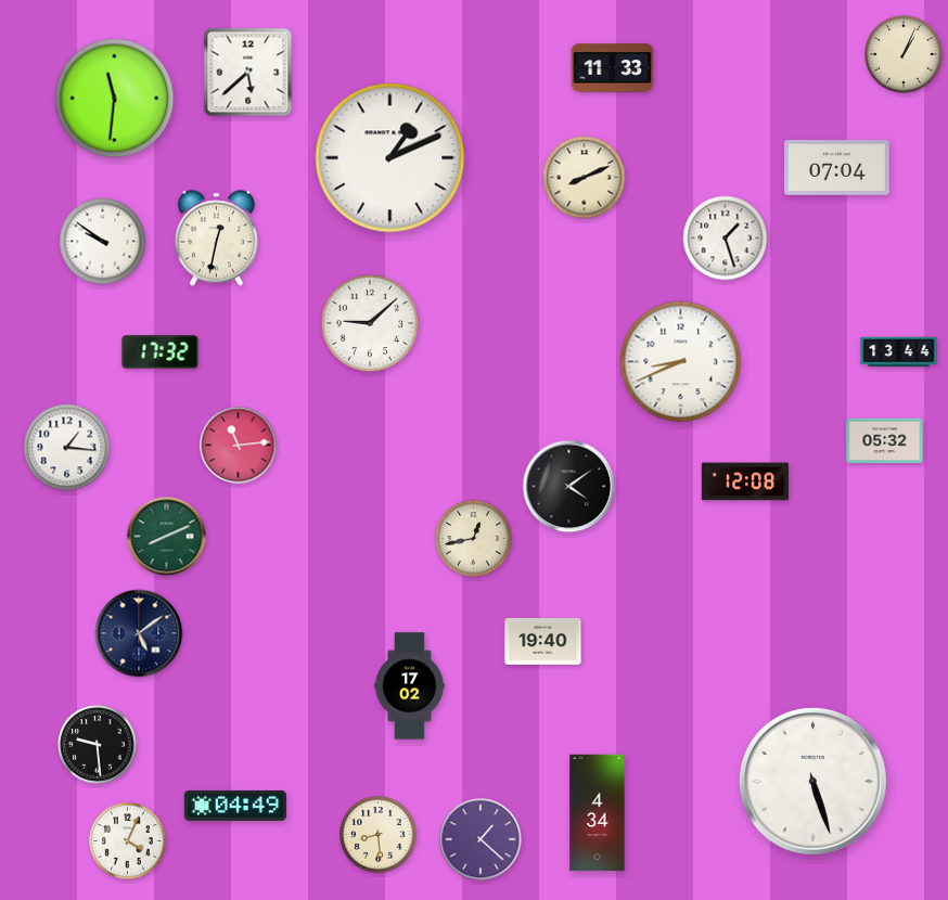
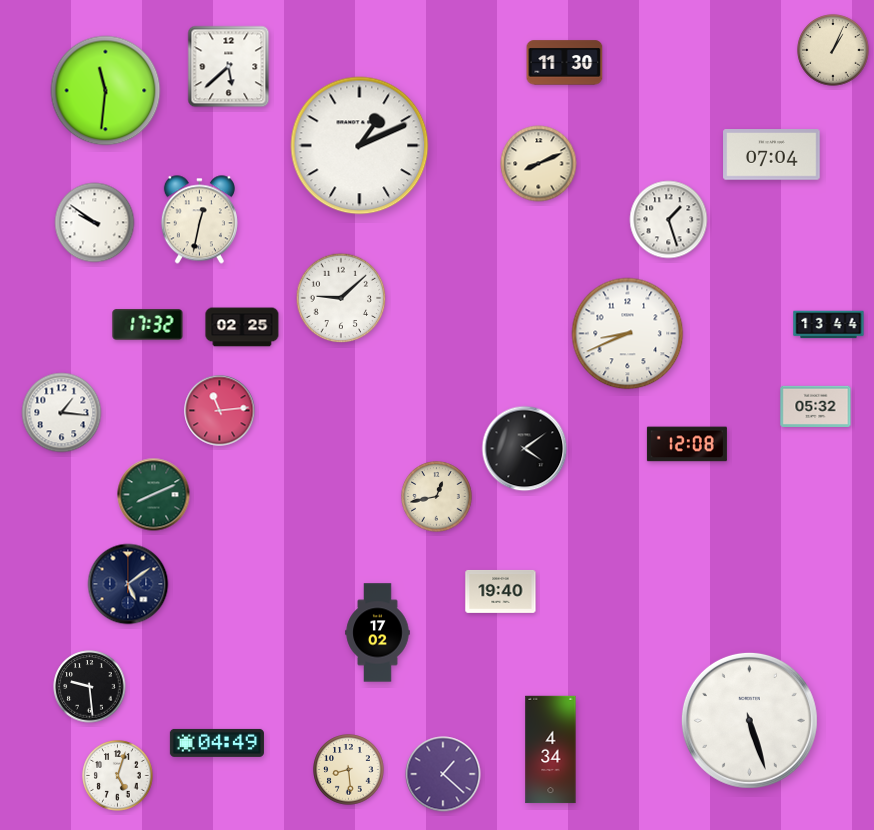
clock at (613, 68): 11:33 -> 11:30
clock at (242, 327): none -> 02:25
clock at (128, 841): 4:04 -> 5:03
